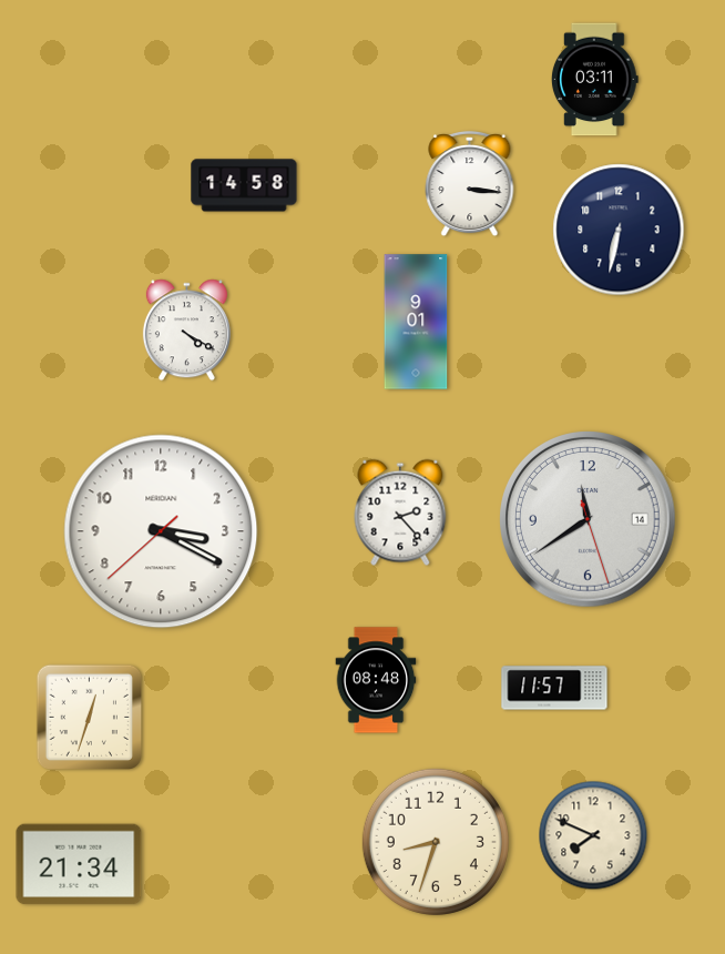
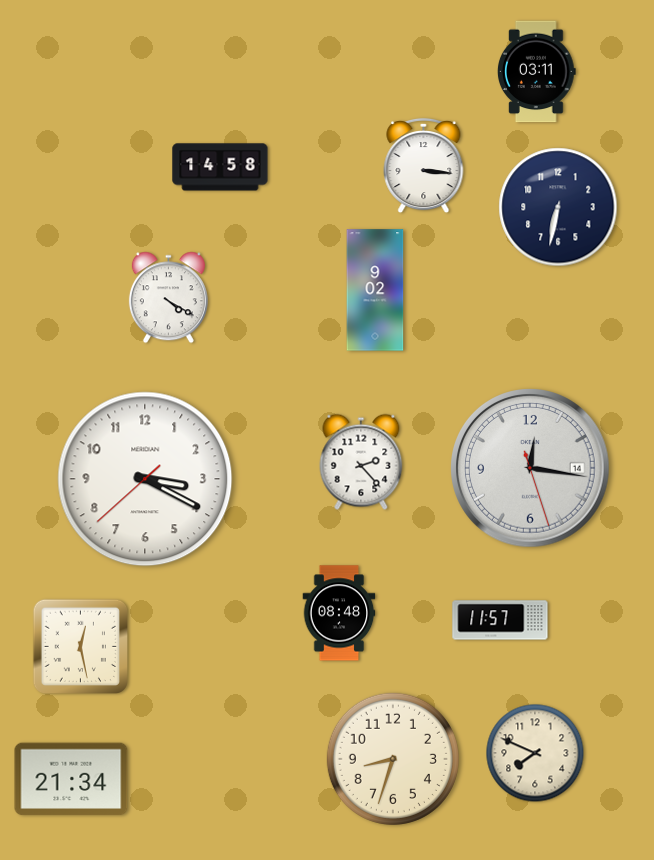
clock at (416, 322): 9:01 -> 9:02
clock at (588, 519): 11:39 -> 12:16
clock at (89, 717): 12:33 -> 12:28
